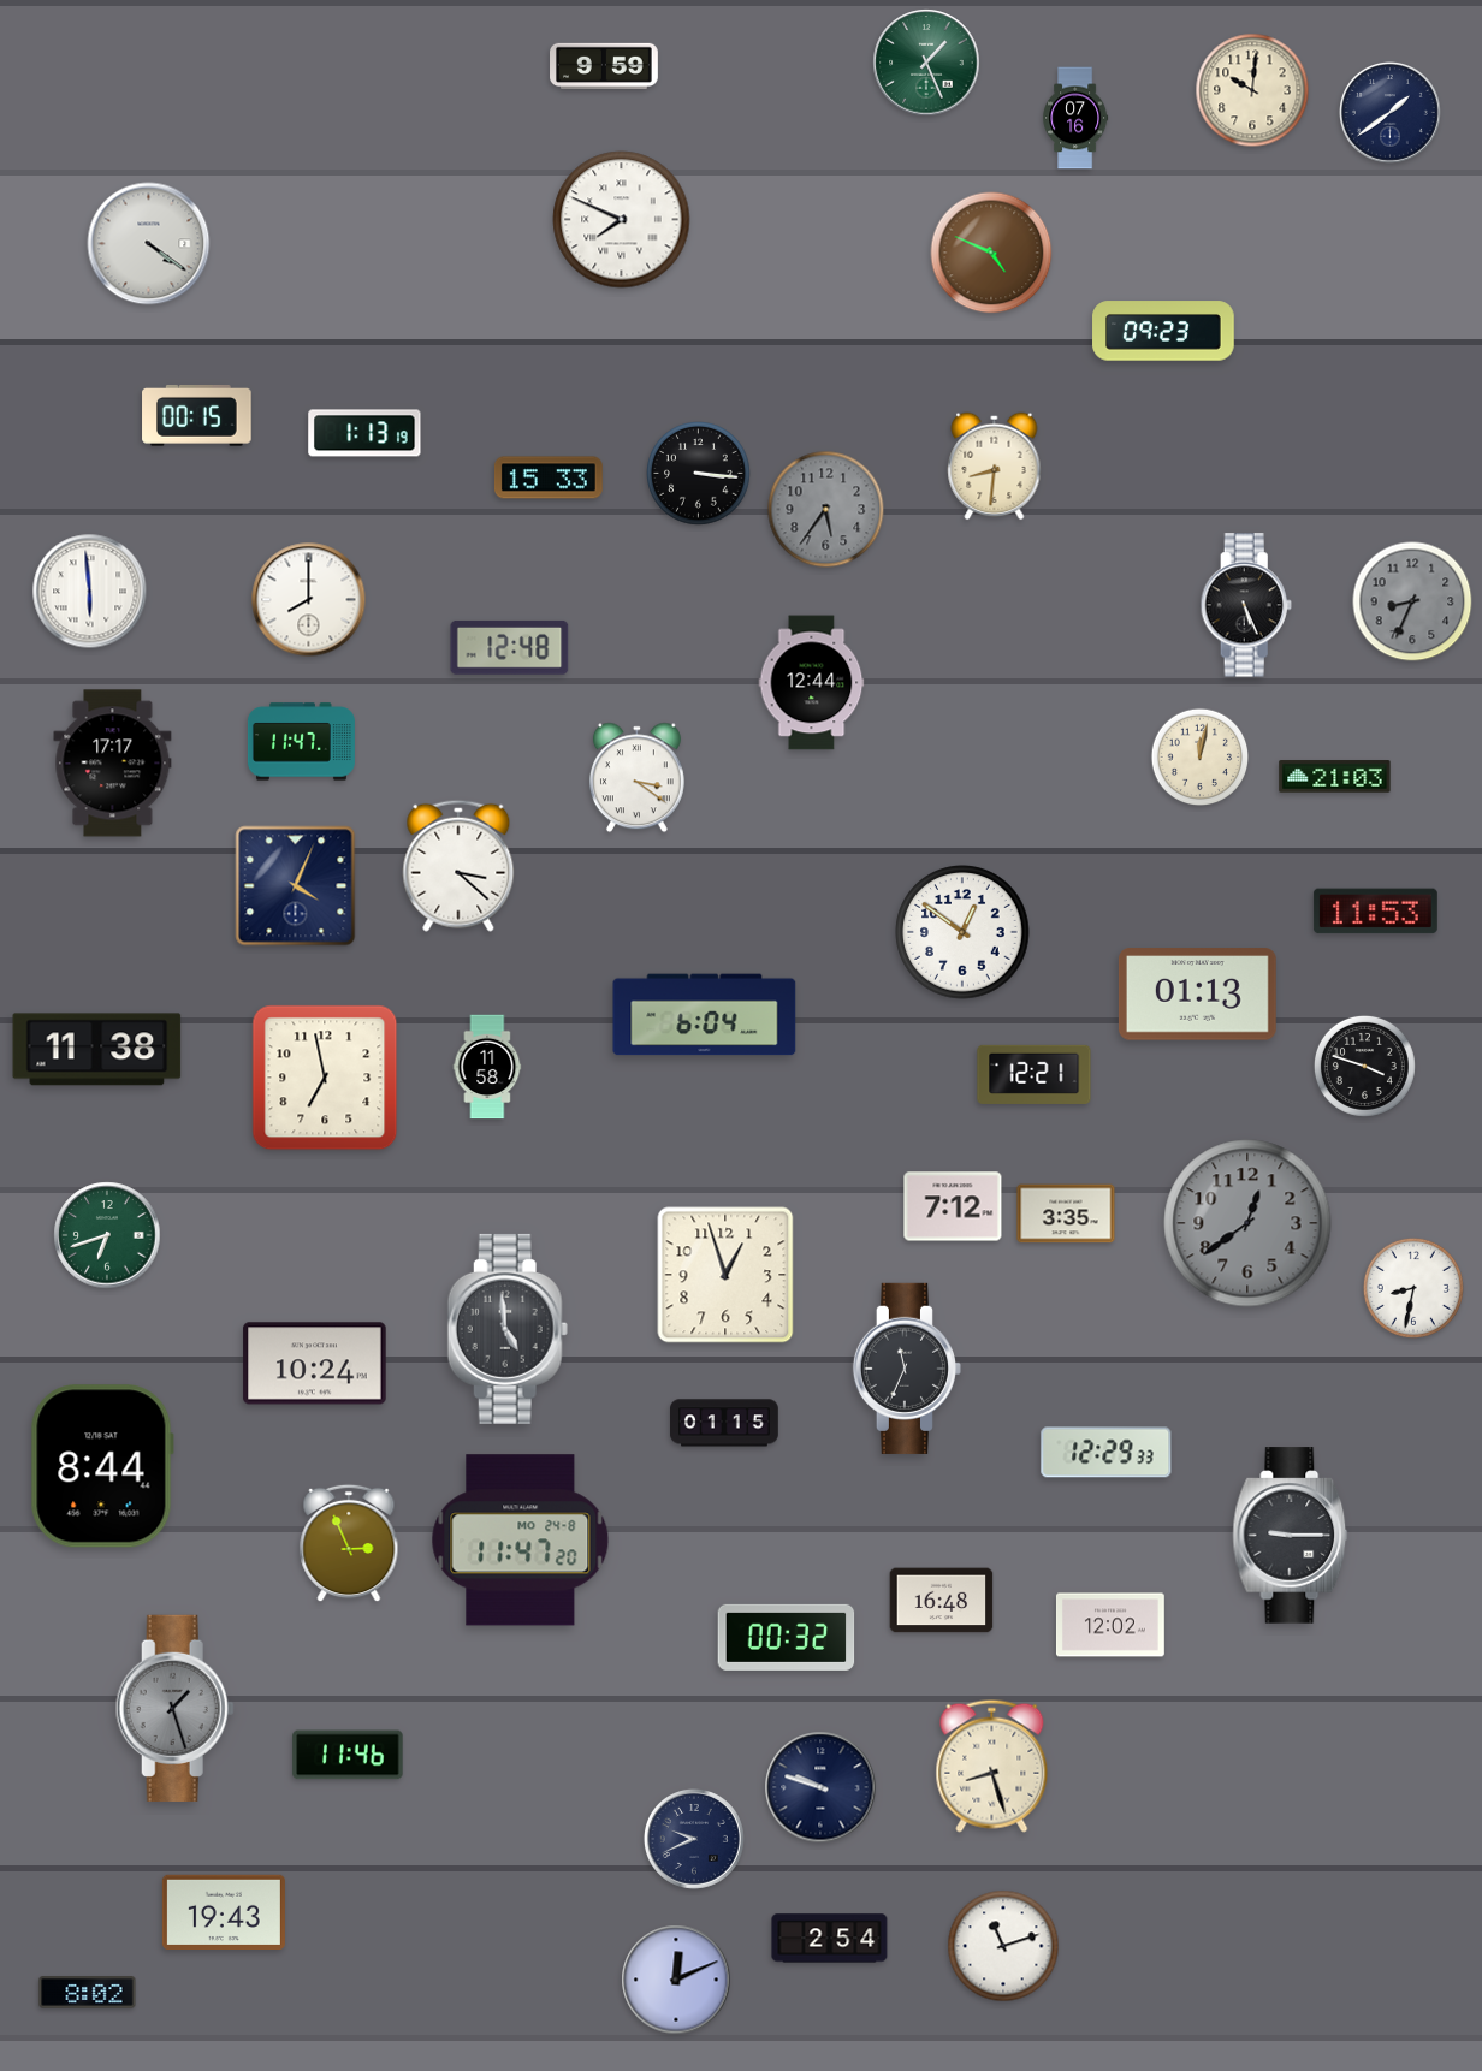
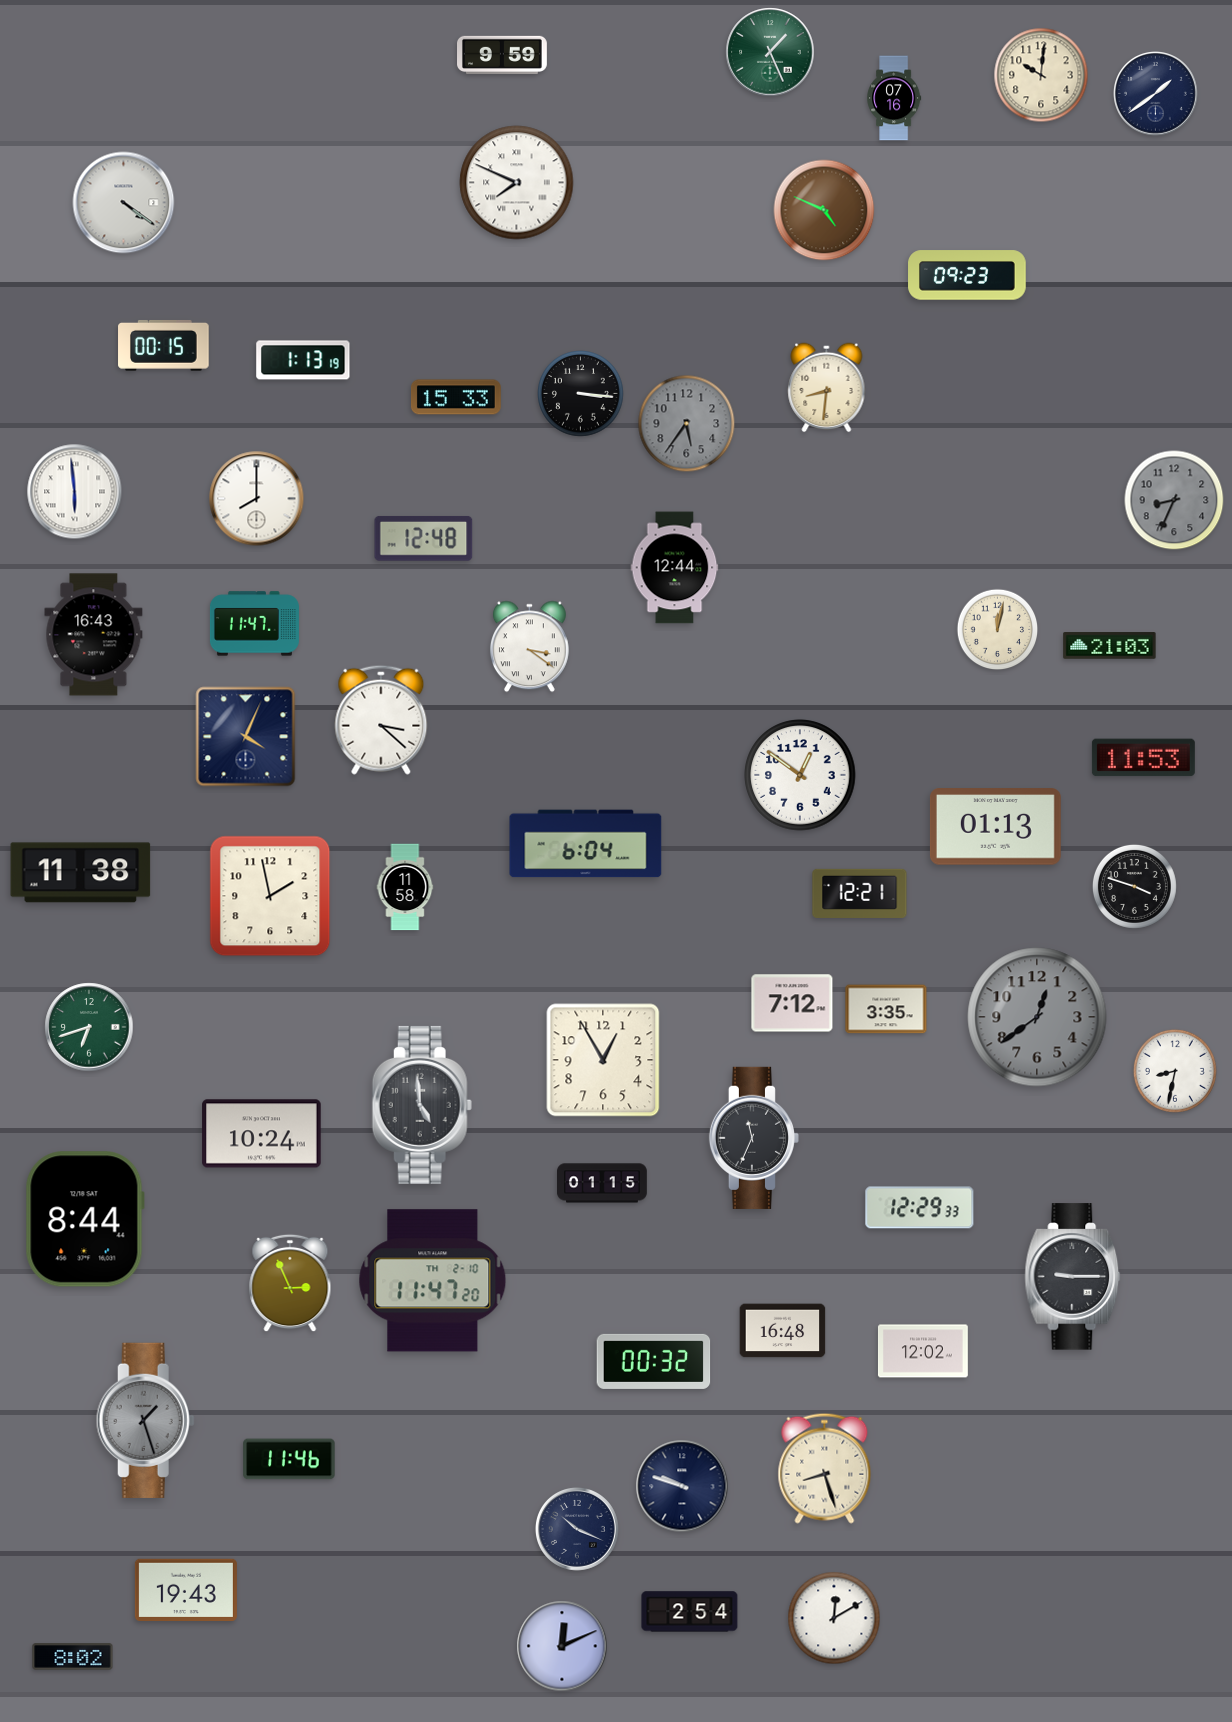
clock at (1246, 605): 5:26 -> none
clock at (301, 742) position: (301, 742) -> (254, 624)
clock at (113, 764): 17:17 -> 16:43
clock at (325, 1078): 6:58 -> 1:58
clock at (725, 1275): 12:57 -> 12:55
clock at (521, 1541) date: MO 24-8 -> TH 2-10
clock at (694, 1839): 9:41 -> 10:19
clock at (1003, 1946): 11:12 -> 12:10
